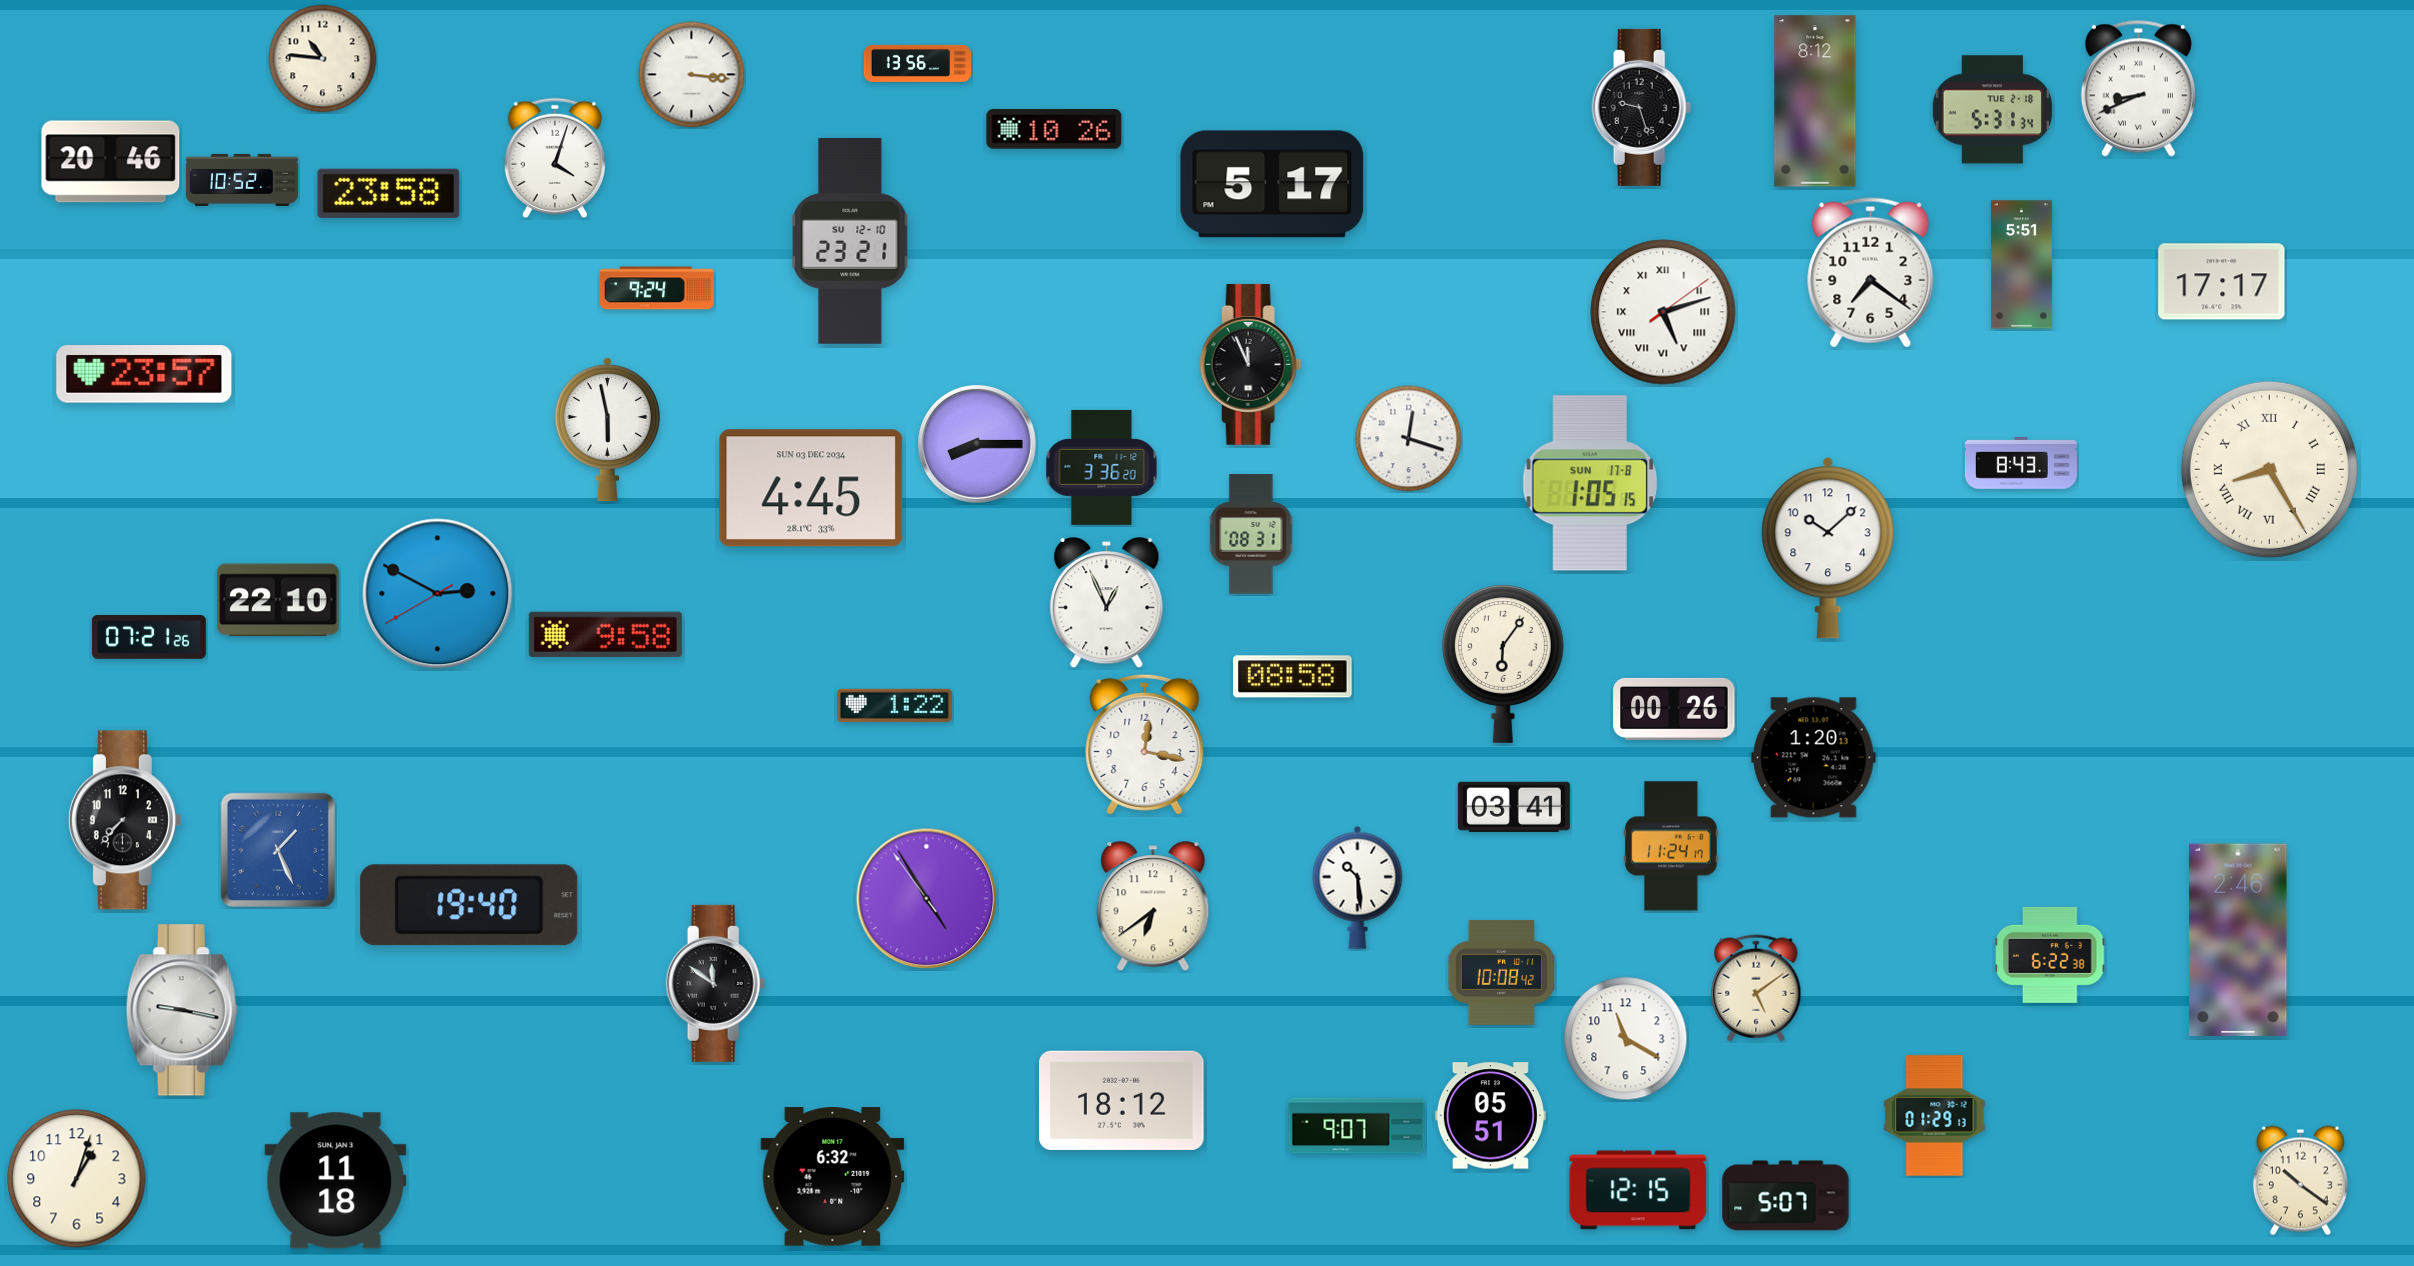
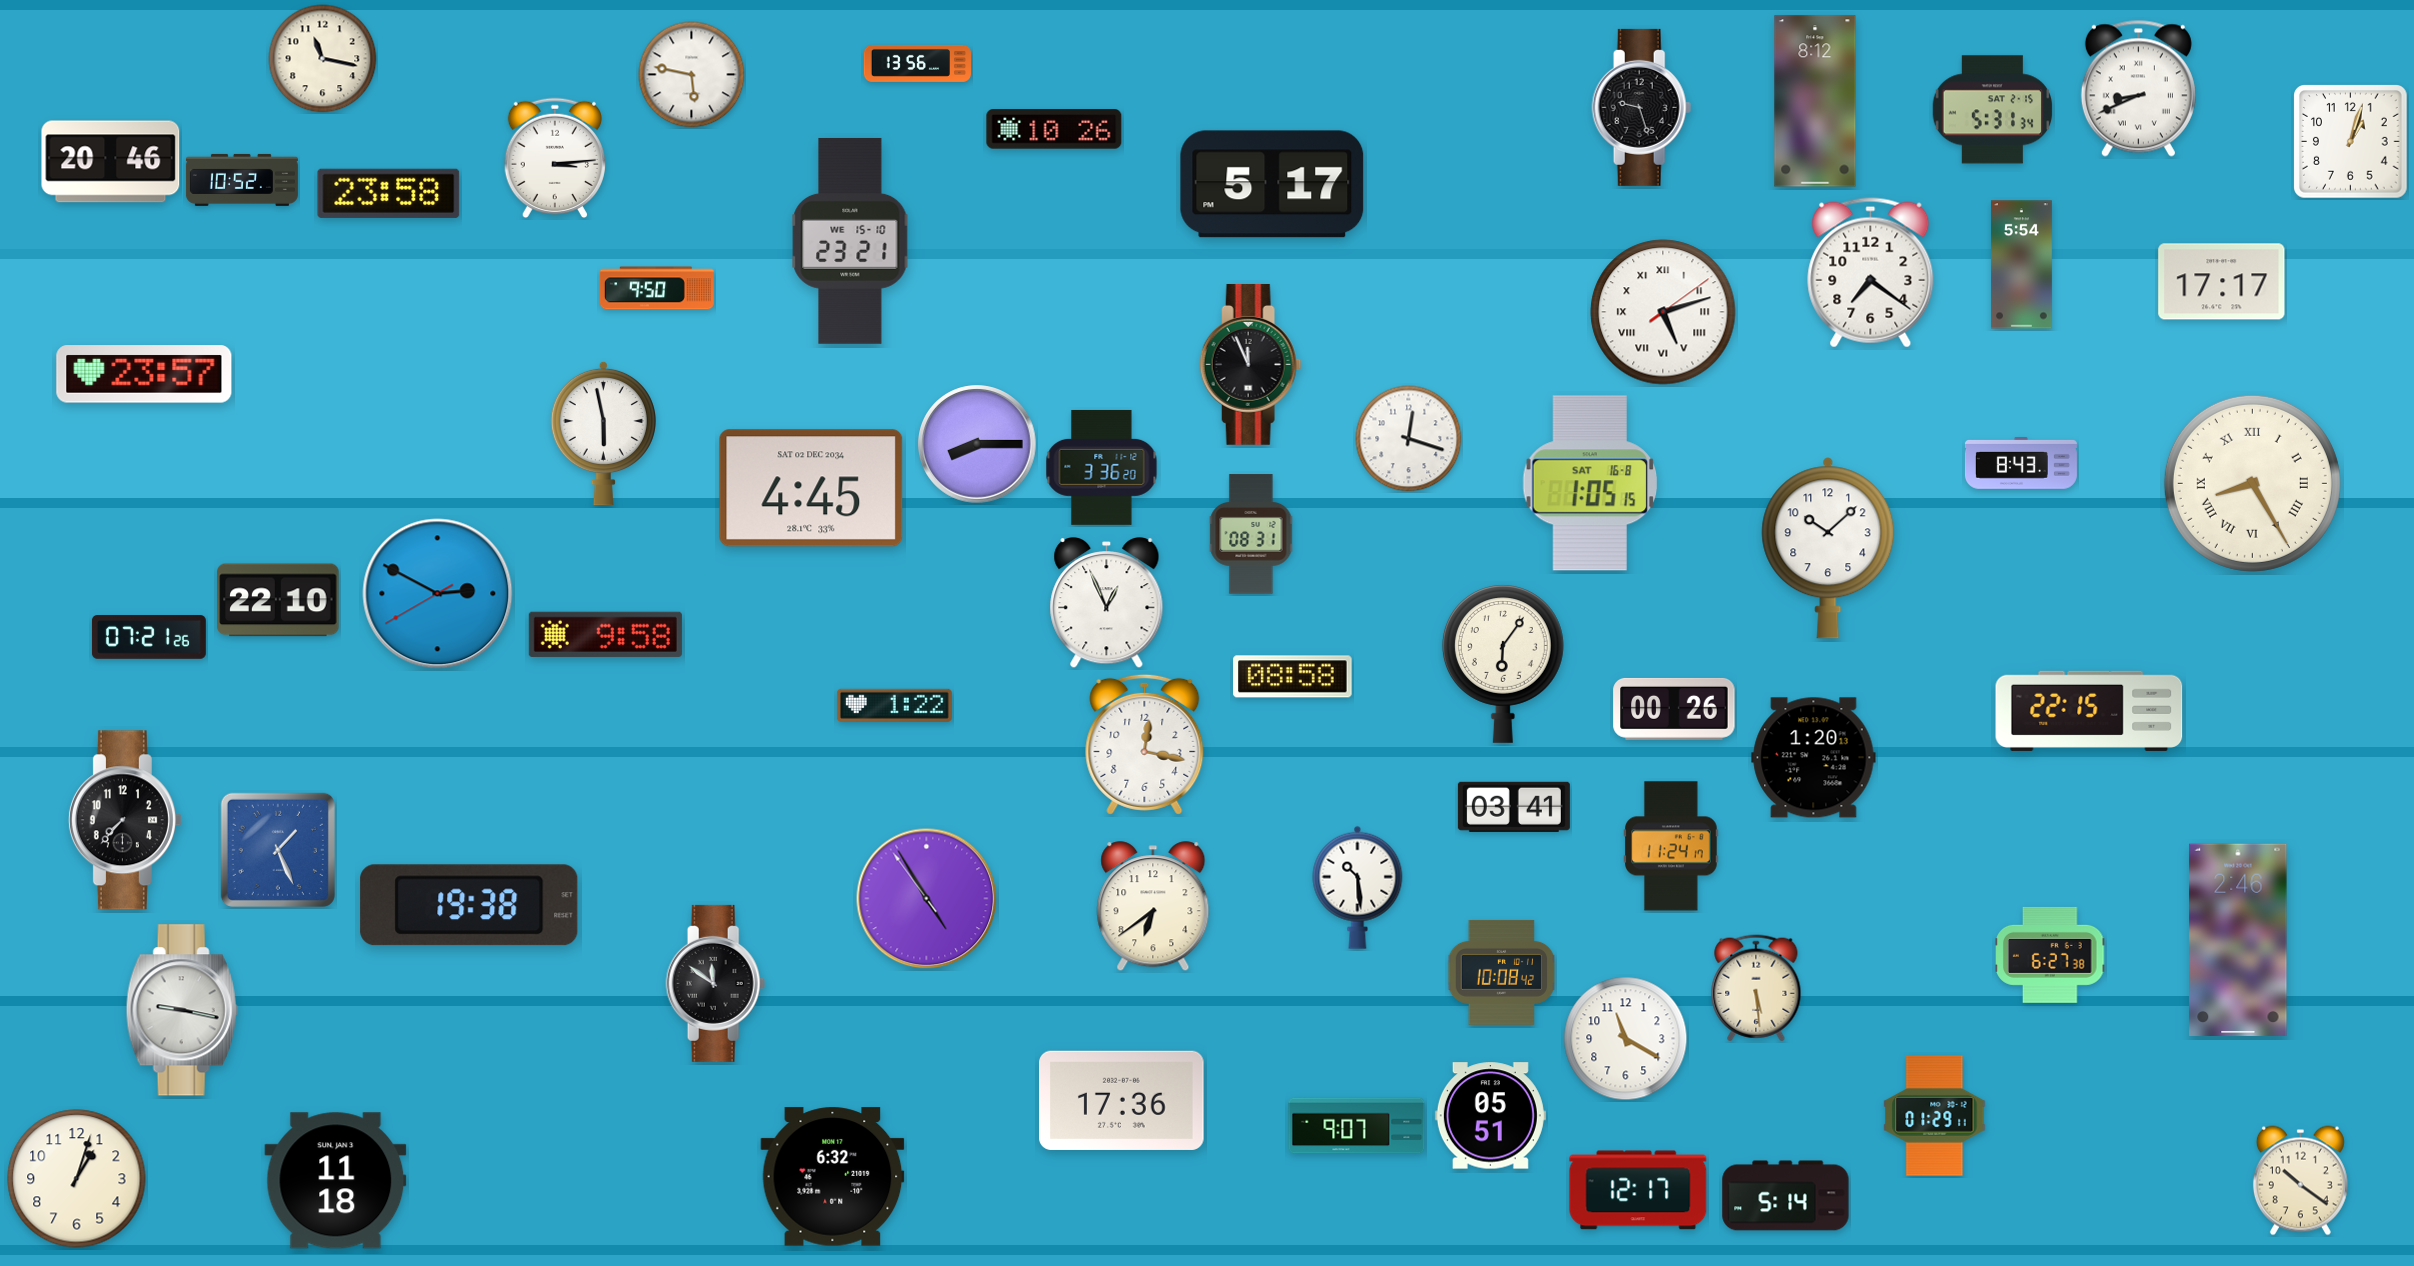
clock at (323, 59): 10:46 -> 11:17
clock at (692, 75): 3:16 -> 5:47
clock at (1993, 110) date: TUE 2-18 -> SAT 2-15
clock at (2351, 142): none -> 1:03
clock at (555, 158): 4:03 -> 3:14
clock at (850, 241) date: SU 12-10 -> WE 15-10
clock at (2021, 265): 5:51 -> 5:54
clock at (657, 288): 9:24 -> 9:50
clock at (607, 429) position: (607, 429) -> (603, 433)
clock at (2269, 469) position: (2269, 469) -> (2252, 483)
clock at (1589, 483) date: SUN 17-8 -> SAT 16-8
clock at (811, 488) date: SUN 03 DEC 2034 -> SAT 02 DEC 2034
clock at (2089, 711): none -> 22:15
clock at (469, 905): 19:40 -> 19:38
clock at (2051, 955): 6:22 -> 6:27
clock at (1756, 988): 5:09 -> 5:29
clock at (1122, 1100): 18:12 -> 17:36
clock at (1935, 1116): 01:29:13 -> 01:29:11
clock at (1638, 1190): 12:15 -> 12:17
clock at (1786, 1196): 5:07 -> 5:14
